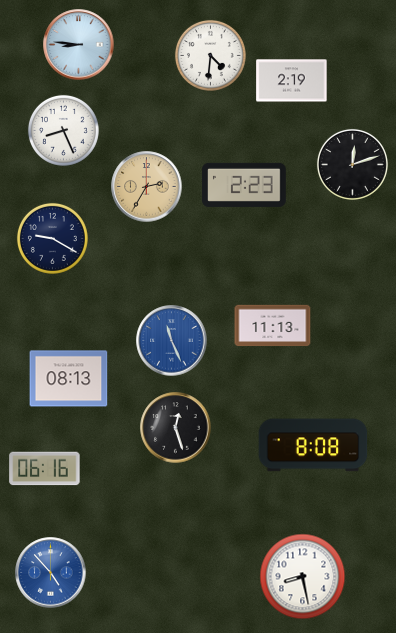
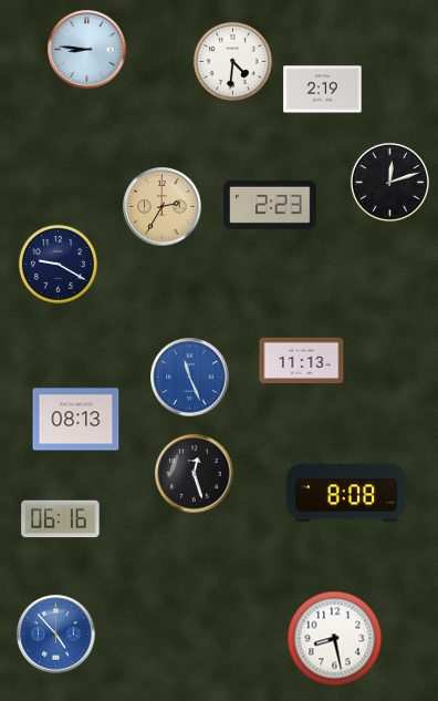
clock at (63, 130): 8:26 -> none
clock at (45, 469) position: (45, 469) -> (61, 519)
